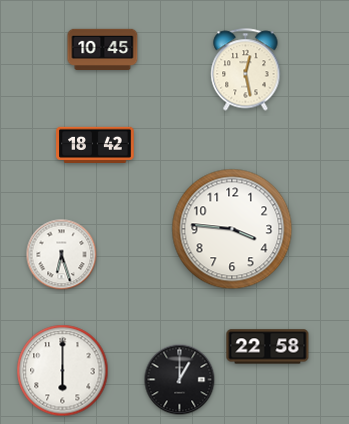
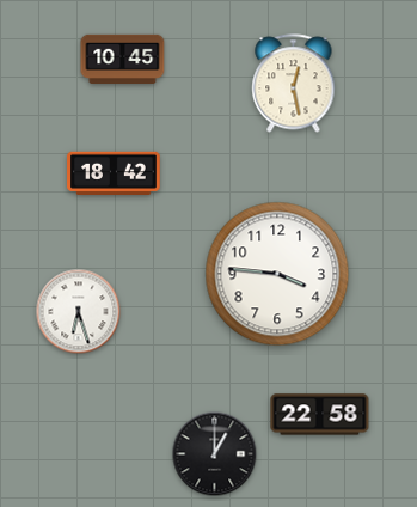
clock at (62, 255) position: (62, 255) -> (79, 312)
clock at (63, 371): 6:00 -> none
